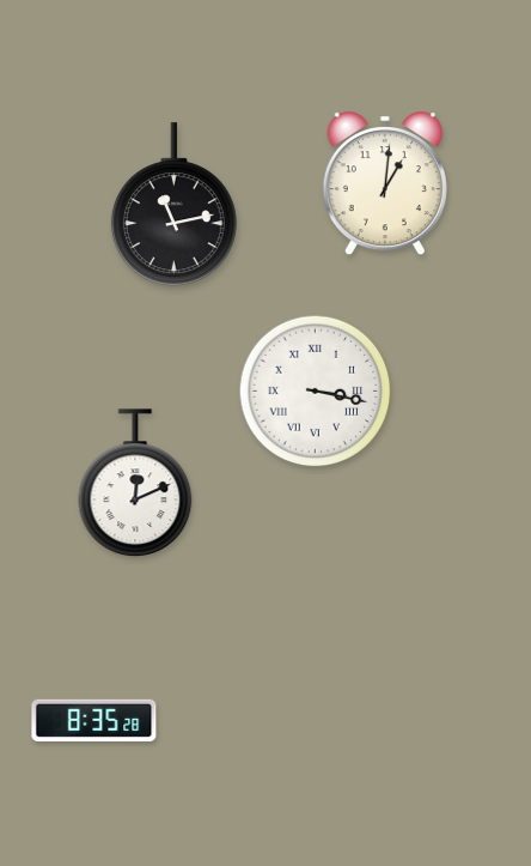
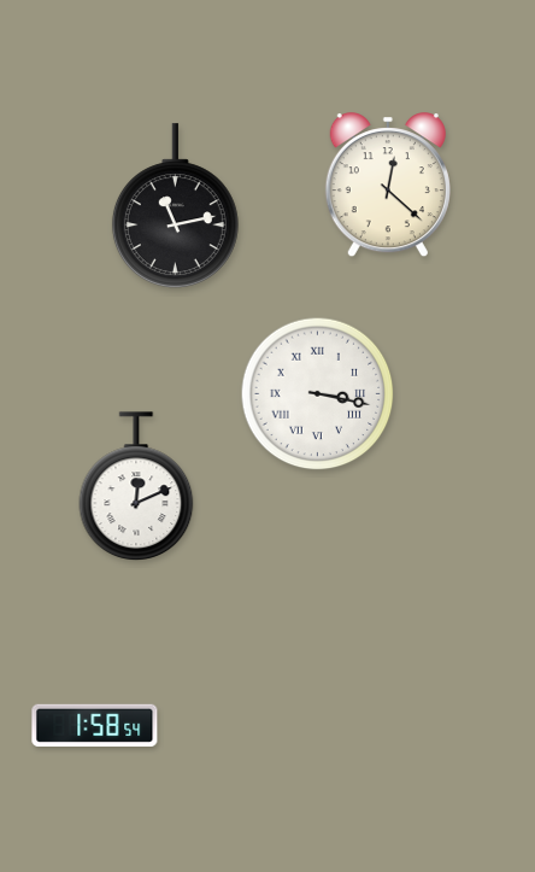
clock at (385, 184): 1:01 -> 12:22
clock at (94, 720): 8:35 -> 1:58
